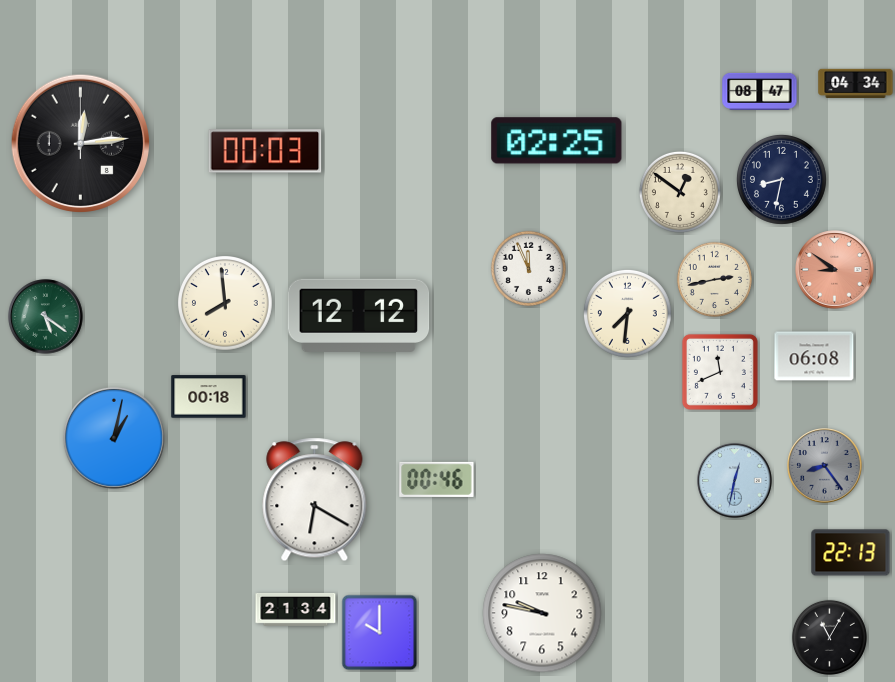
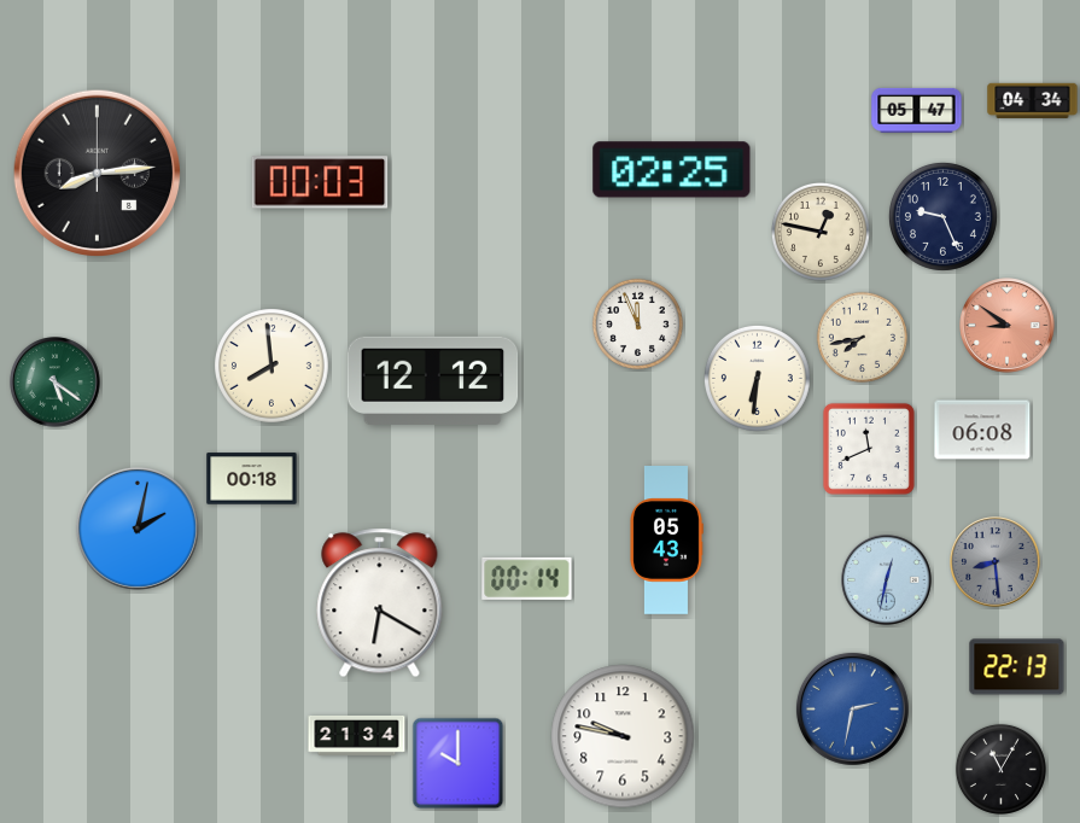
clock at (760, 91): 08:47 -> 05:47
clock at (80, 143): 12:14 -> 8:14
clock at (781, 179): 8:32 -> 9:26
clock at (680, 192): 12:51 -> 12:47
clock at (714, 279): 2:43 -> 7:43
clock at (627, 313): 7:31 -> 6:31
clock at (114, 438): 1:02 -> 2:02
clock at (667, 541): none -> 05:43
clock at (825, 466): 8:24 -> 8:29
clock at (437, 479): 00:46 -> 00:14
clock at (851, 553) position: (851, 553) -> (1017, 667)
clock at (852, 708): none -> 2:32
clock at (542, 613) position: (542, 613) -> (623, 736)
